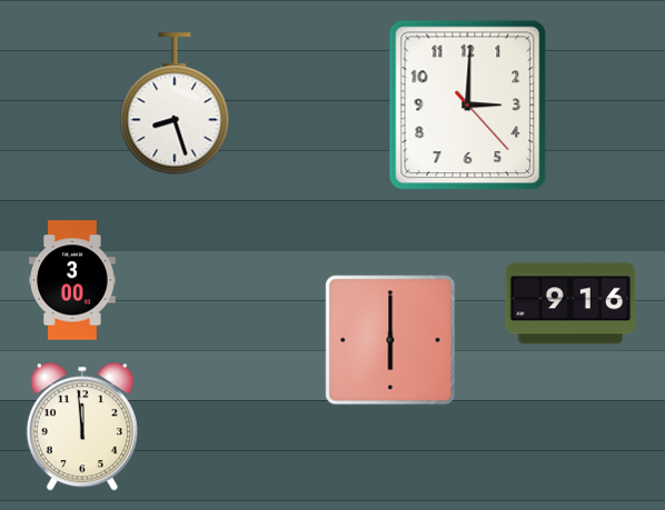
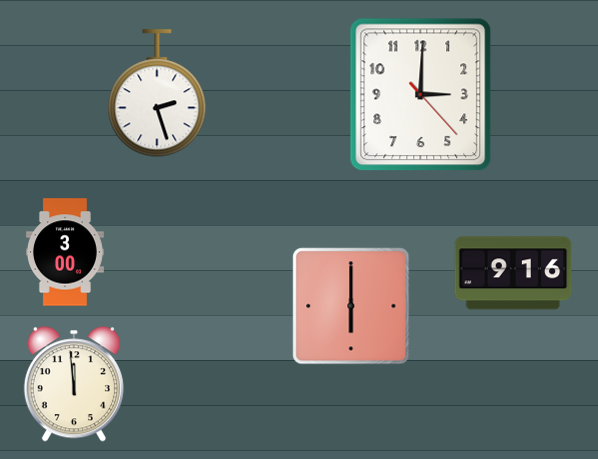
clock at (175, 104): 8:27 -> 2:27
